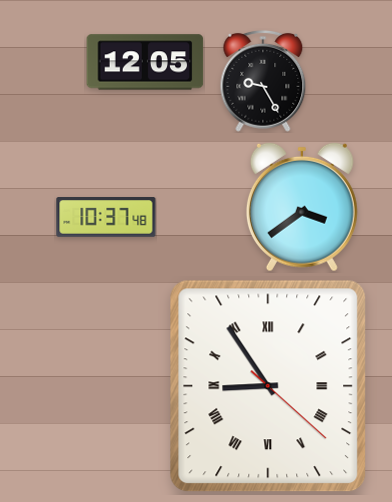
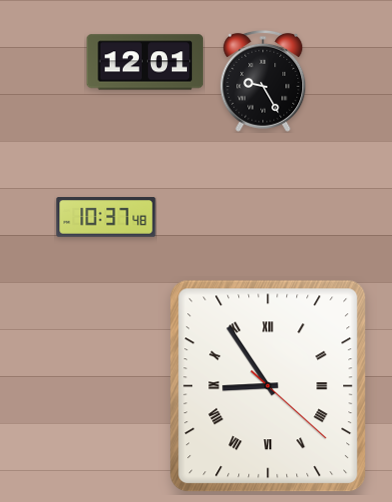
clock at (145, 62): 12:05 -> 12:01
clock at (302, 207): 3:39 -> none
